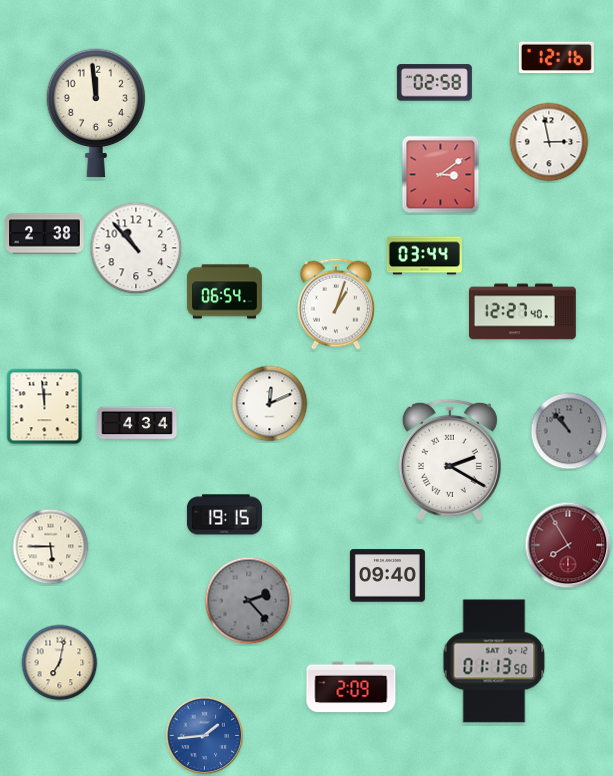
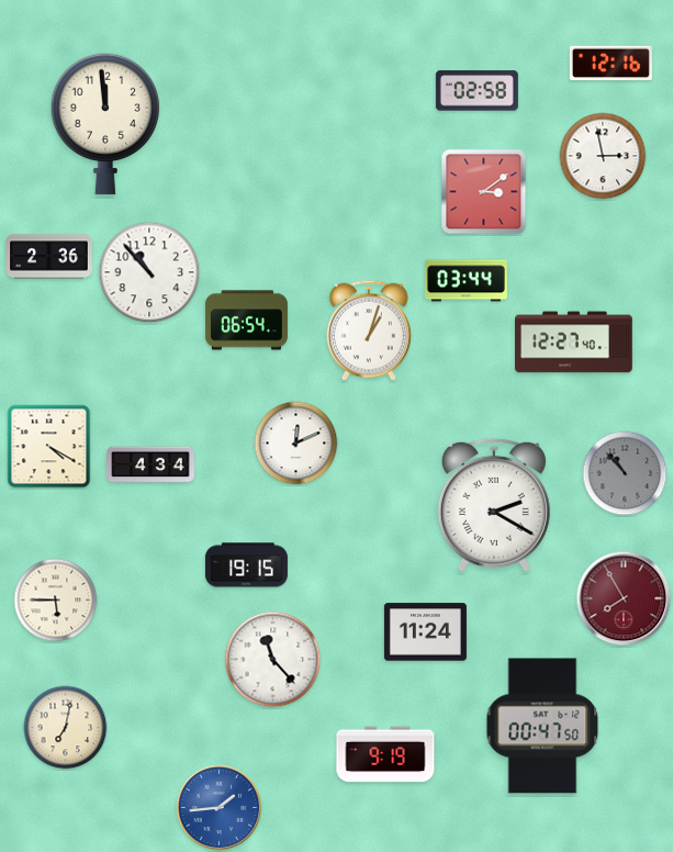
clock at (45, 234): 2:38 -> 2:36
clock at (336, 304) position: (336, 304) -> (369, 330)
clock at (45, 407): 11:59 -> 4:20
clock at (387, 576): 09:40 -> 11:24
clock at (249, 601): 2:23 -> 11:23
clock at (249, 601) dial: grey -> white
clock at (494, 661): 01:13 -> 00:47
clock at (351, 687): 2:09 -> 9:19
clock at (205, 736) position: (205, 736) -> (220, 808)
